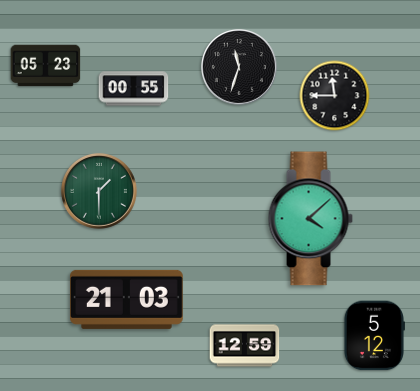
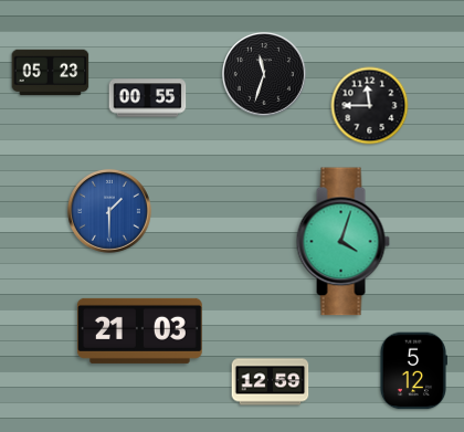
clock at (99, 191) dial: green -> blue
clock at (310, 219): 4:08 -> 4:03
